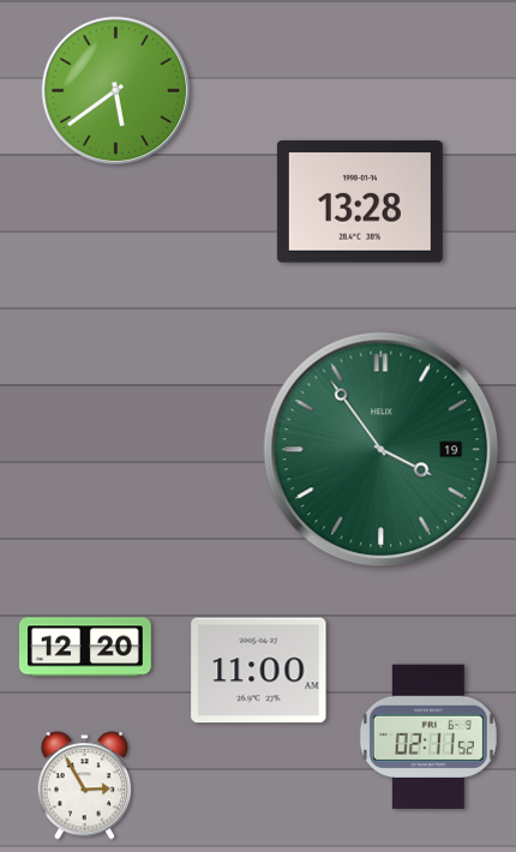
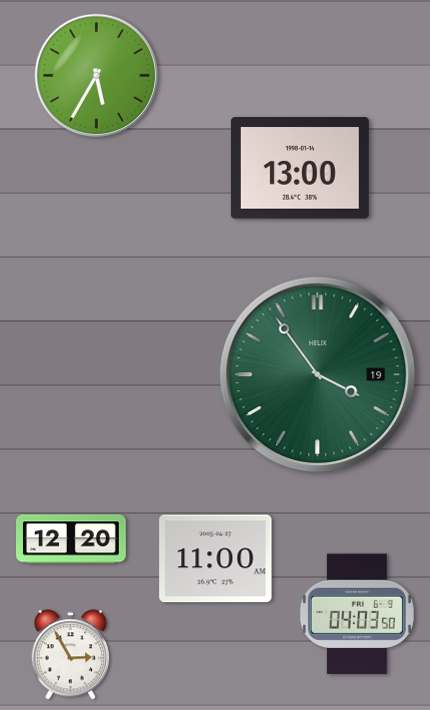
clock at (116, 91): 5:39 -> 5:35
clock at (360, 202): 13:28 -> 13:00
clock at (428, 737): 02:11 -> 04:03
